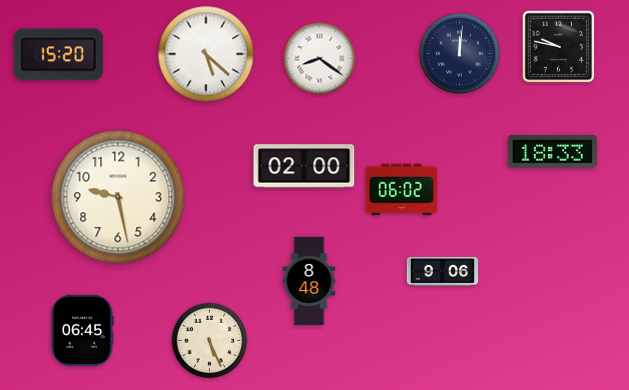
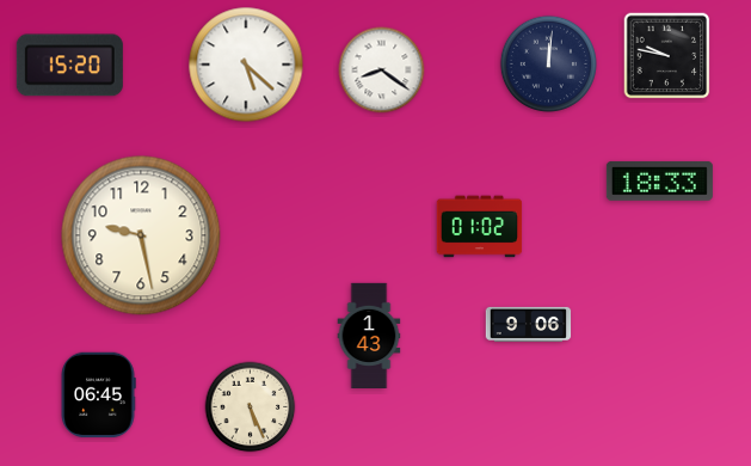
clock at (304, 166): 02:00 -> none
clock at (402, 190): 06:02 -> 01:02
clock at (309, 280): 8:48 -> 1:43
